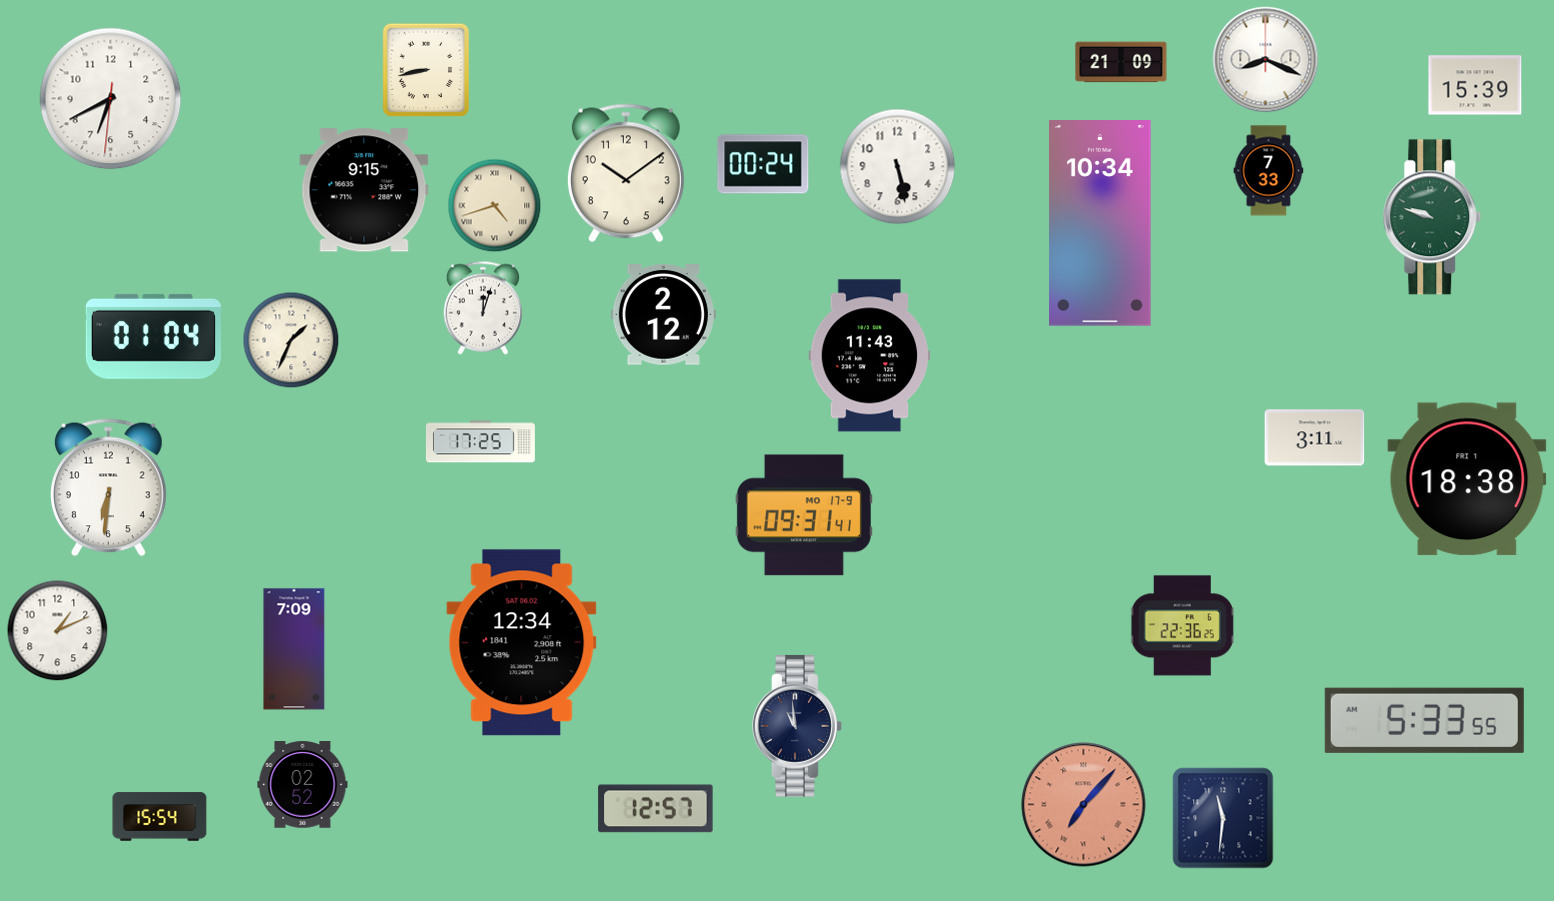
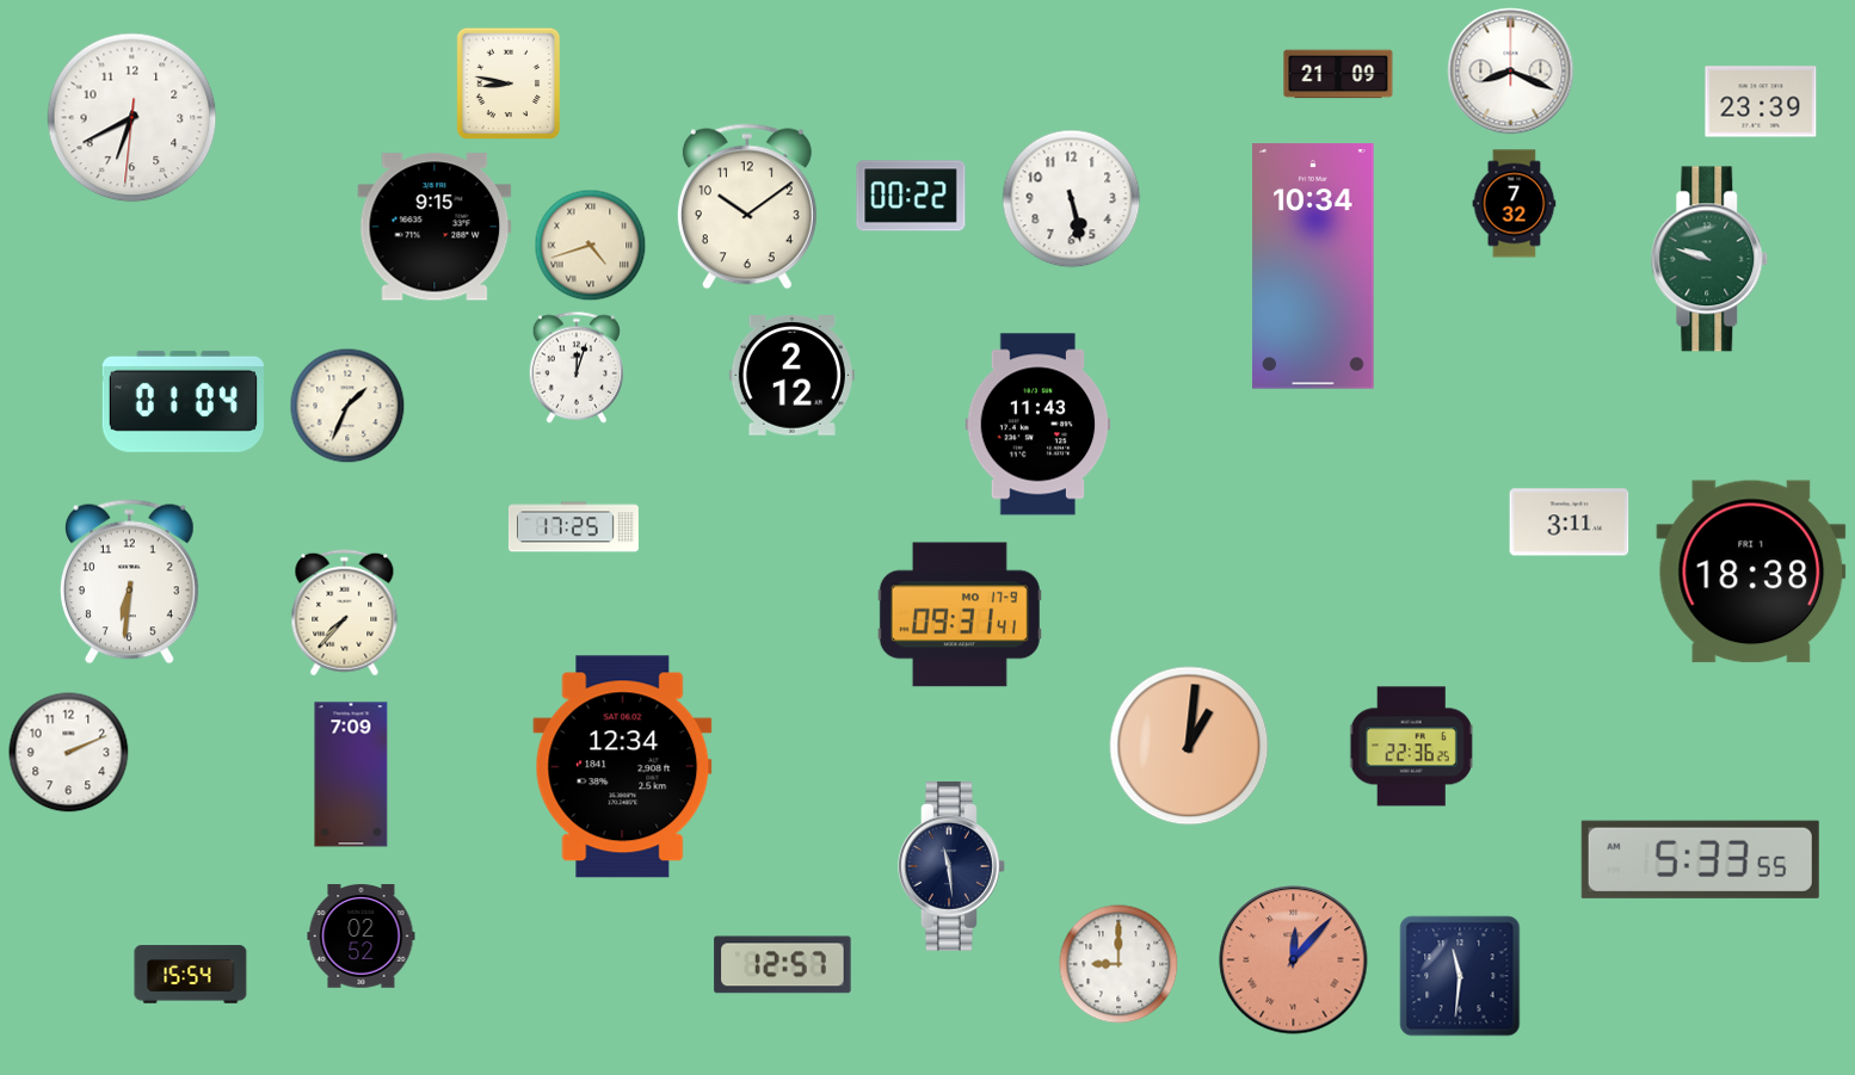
clock at (426, 70): 8:43 -> 8:47
clock at (1475, 85): 15:39 -> 23:39
clock at (763, 164): 00:24 -> 00:22
clock at (1269, 171): 7:33 -> 7:32
clock at (345, 613): none -> 7:37
clock at (1189, 746): none -> 1:01
clock at (58, 631): 1:11 -> 2:11
clock at (798, 726): 10:59 -> 11:29
clock at (1084, 805): 7:07 -> 12:07
clock at (1118, 964): none -> 9:00
